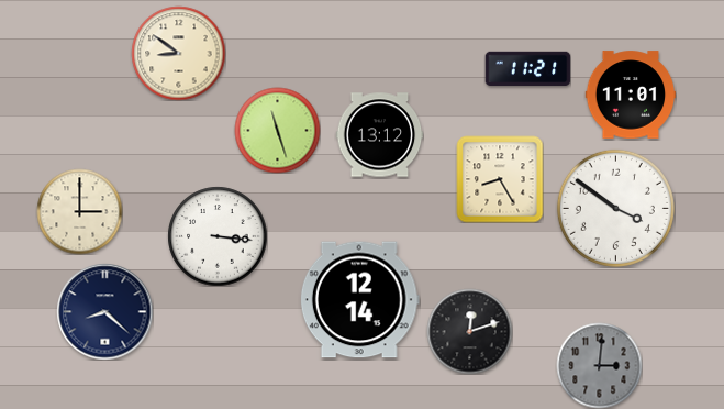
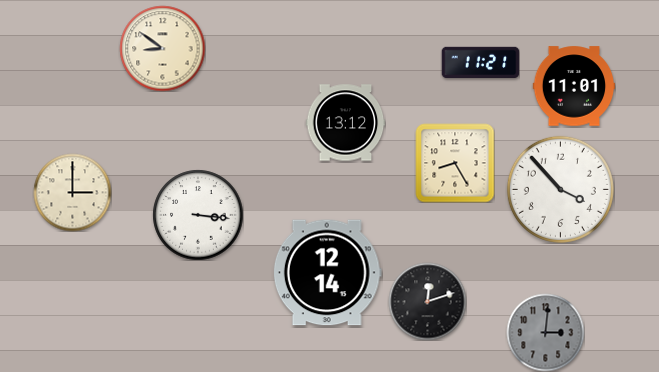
clock at (277, 130): 11:27 -> none
clock at (615, 208): 3:51 -> 3:53
clock at (104, 311): 8:22 -> none
